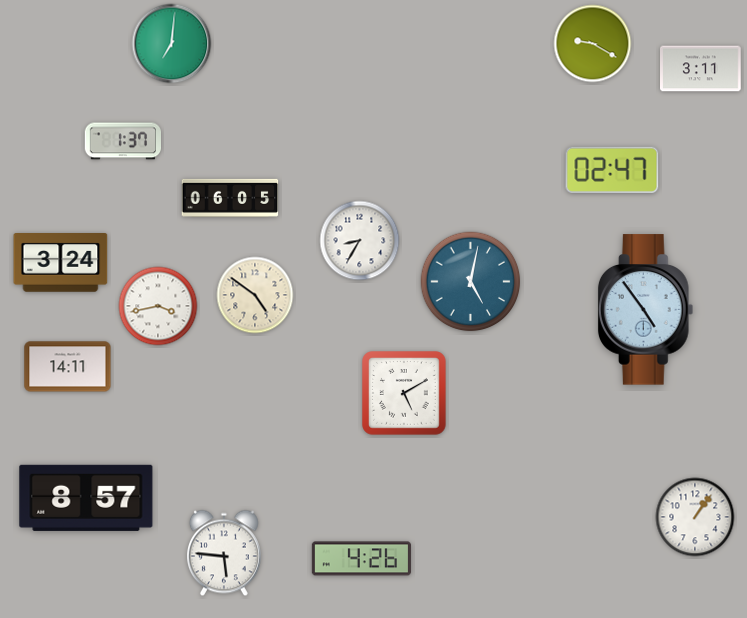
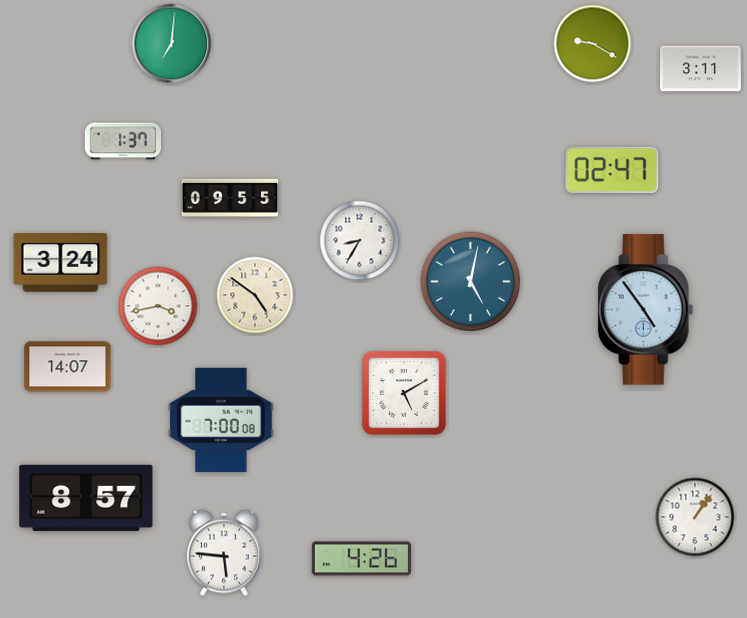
clock at (230, 198): 06:05 -> 09:55
clock at (68, 367): 14:11 -> 14:07
clock at (221, 420): none -> 7:00
